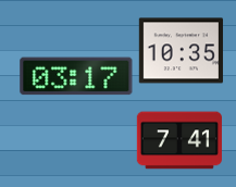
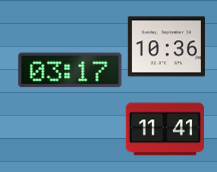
clock at (181, 51): 10:35 -> 10:36
clock at (179, 140): 7:41 -> 11:41
